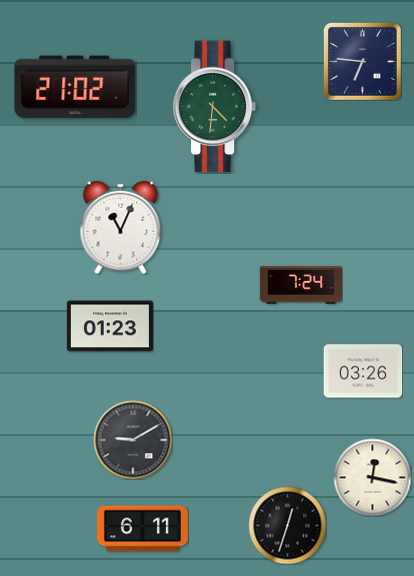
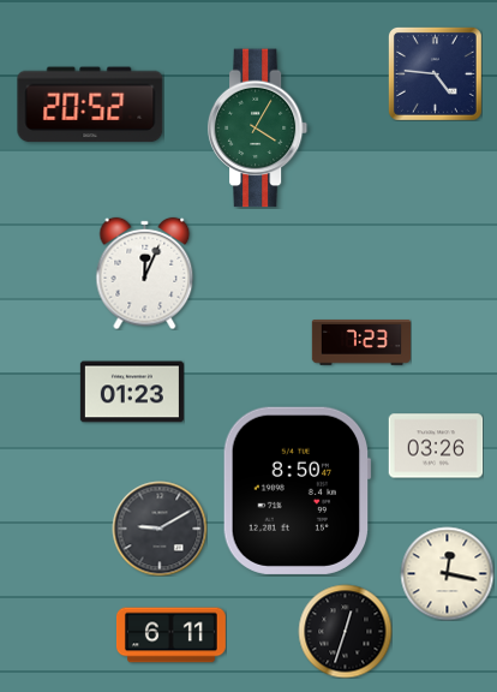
clock at (363, 62): 6:46 -> 4:46
clock at (75, 87): 21:02 -> 20:52
clock at (215, 107): 4:31 -> 4:05
clock at (121, 227): 11:04 -> 12:04
clock at (301, 285): 7:24 -> 7:23
clock at (297, 490): none -> 8:50
